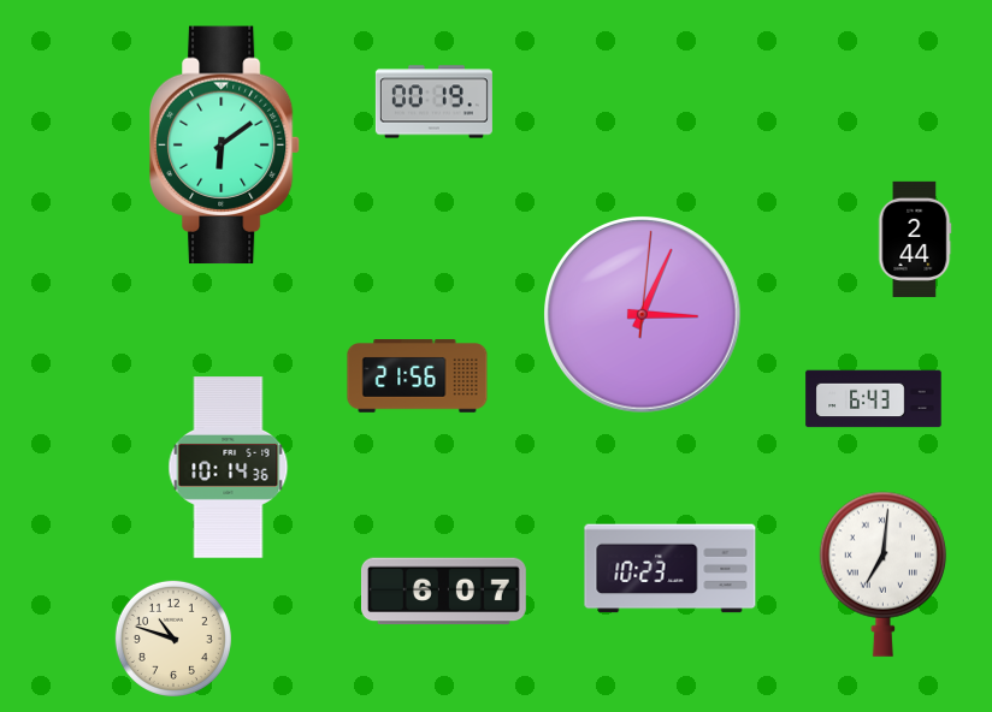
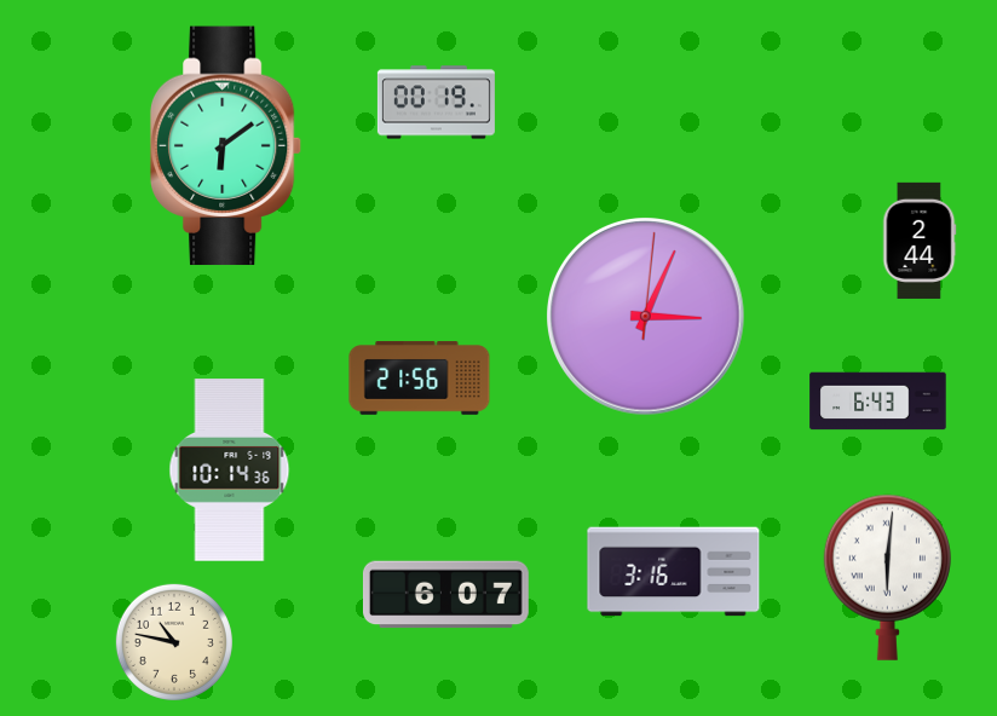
clock at (671, 569): 10:23 -> 3:16
clock at (882, 574): 7:01 -> 6:01
clock at (173, 639): 10:48 -> 10:47
